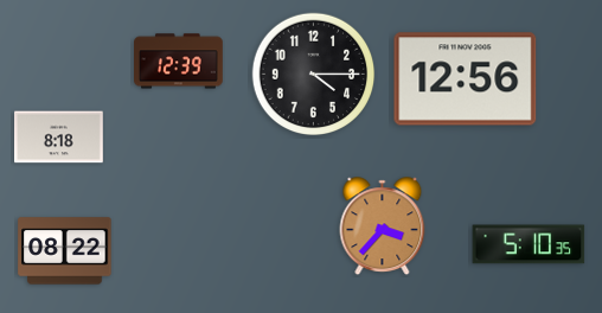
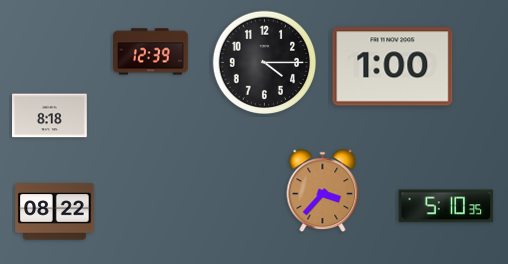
clock at (466, 79): 12:56 -> 1:00
